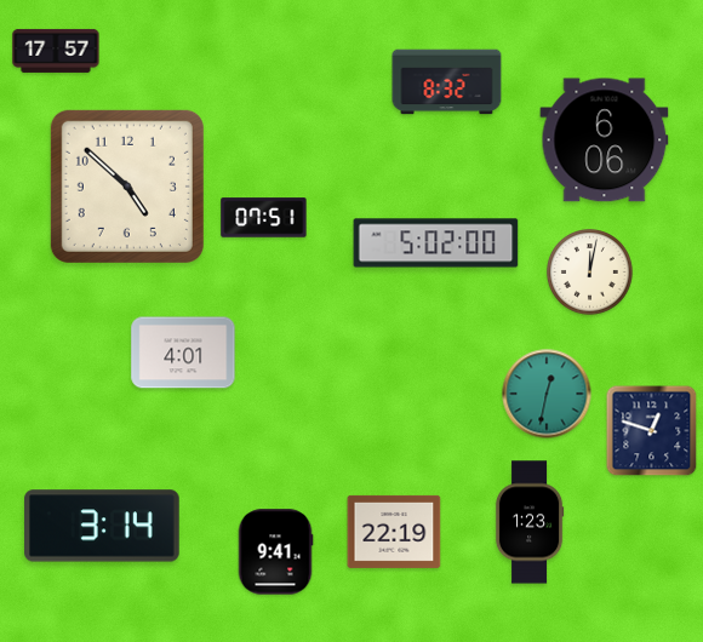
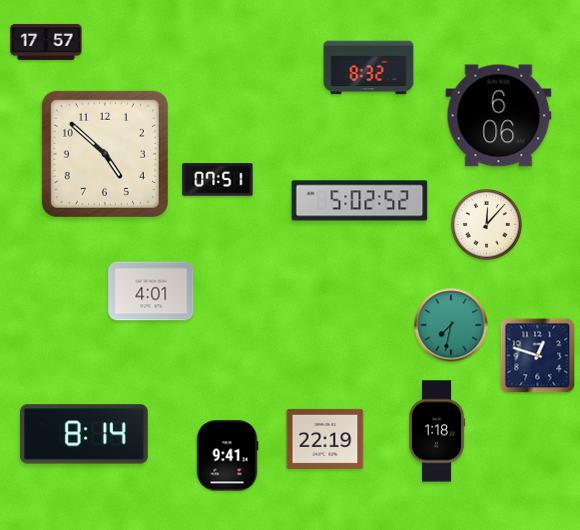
clock at (436, 243): 5:02:00 -> 5:02:52
clock at (590, 273): 12:02 -> 12:07
clock at (547, 394): 12:32 -> 7:32
clock at (530, 522): 1:23 -> 1:18
clock at (102, 526): 3:14 -> 8:14
